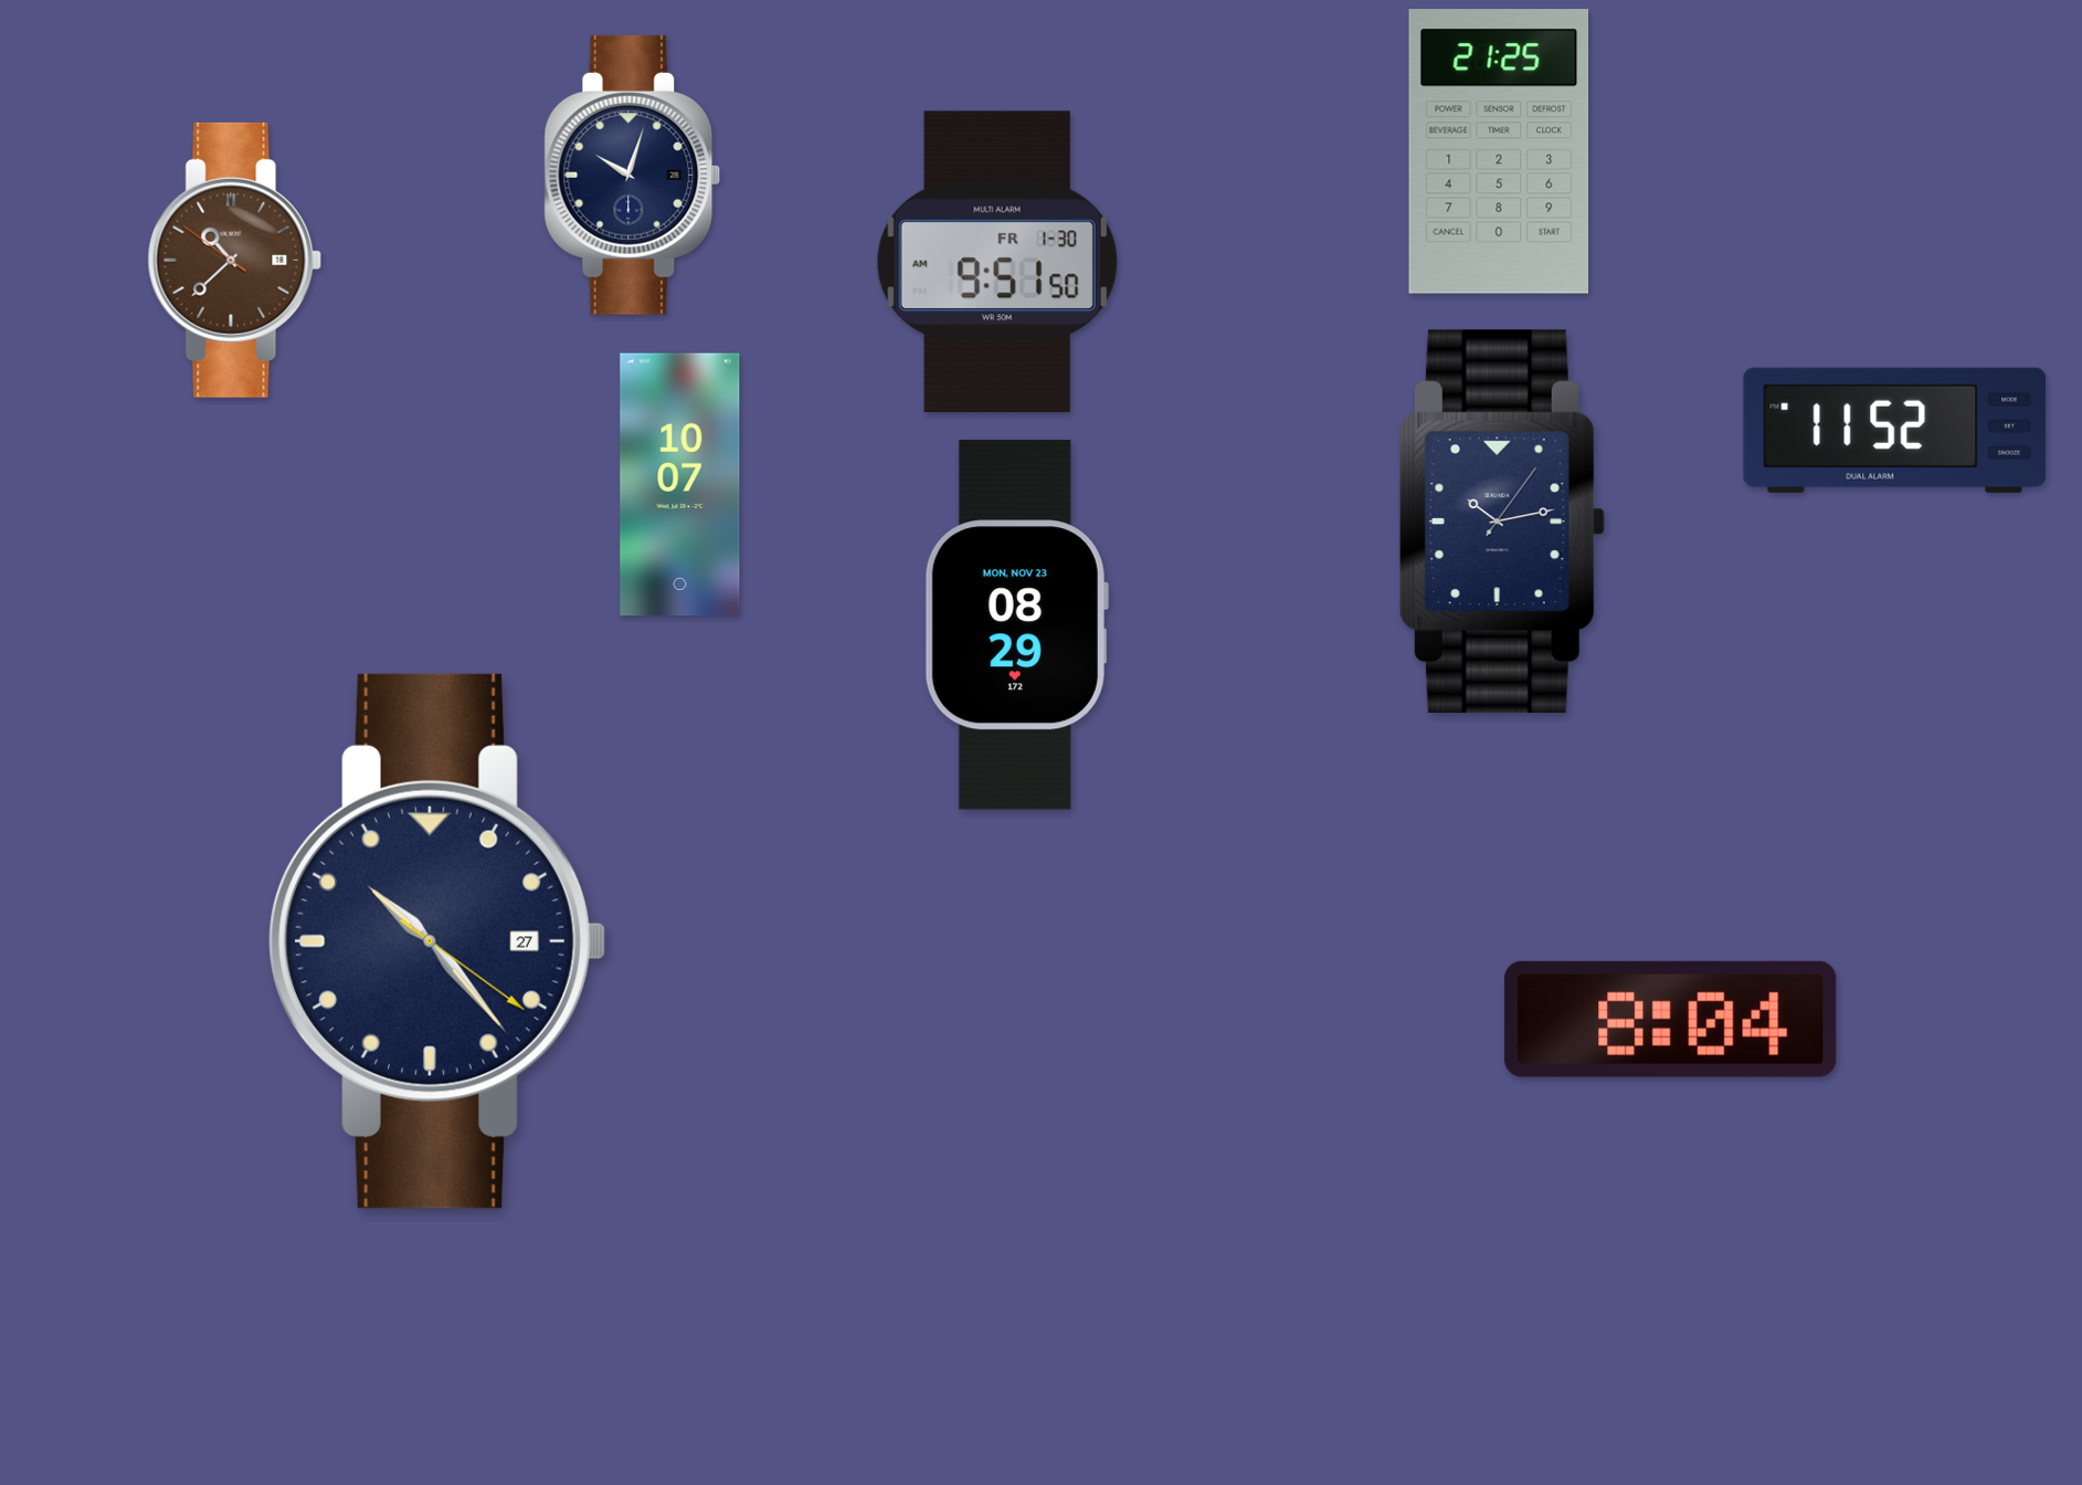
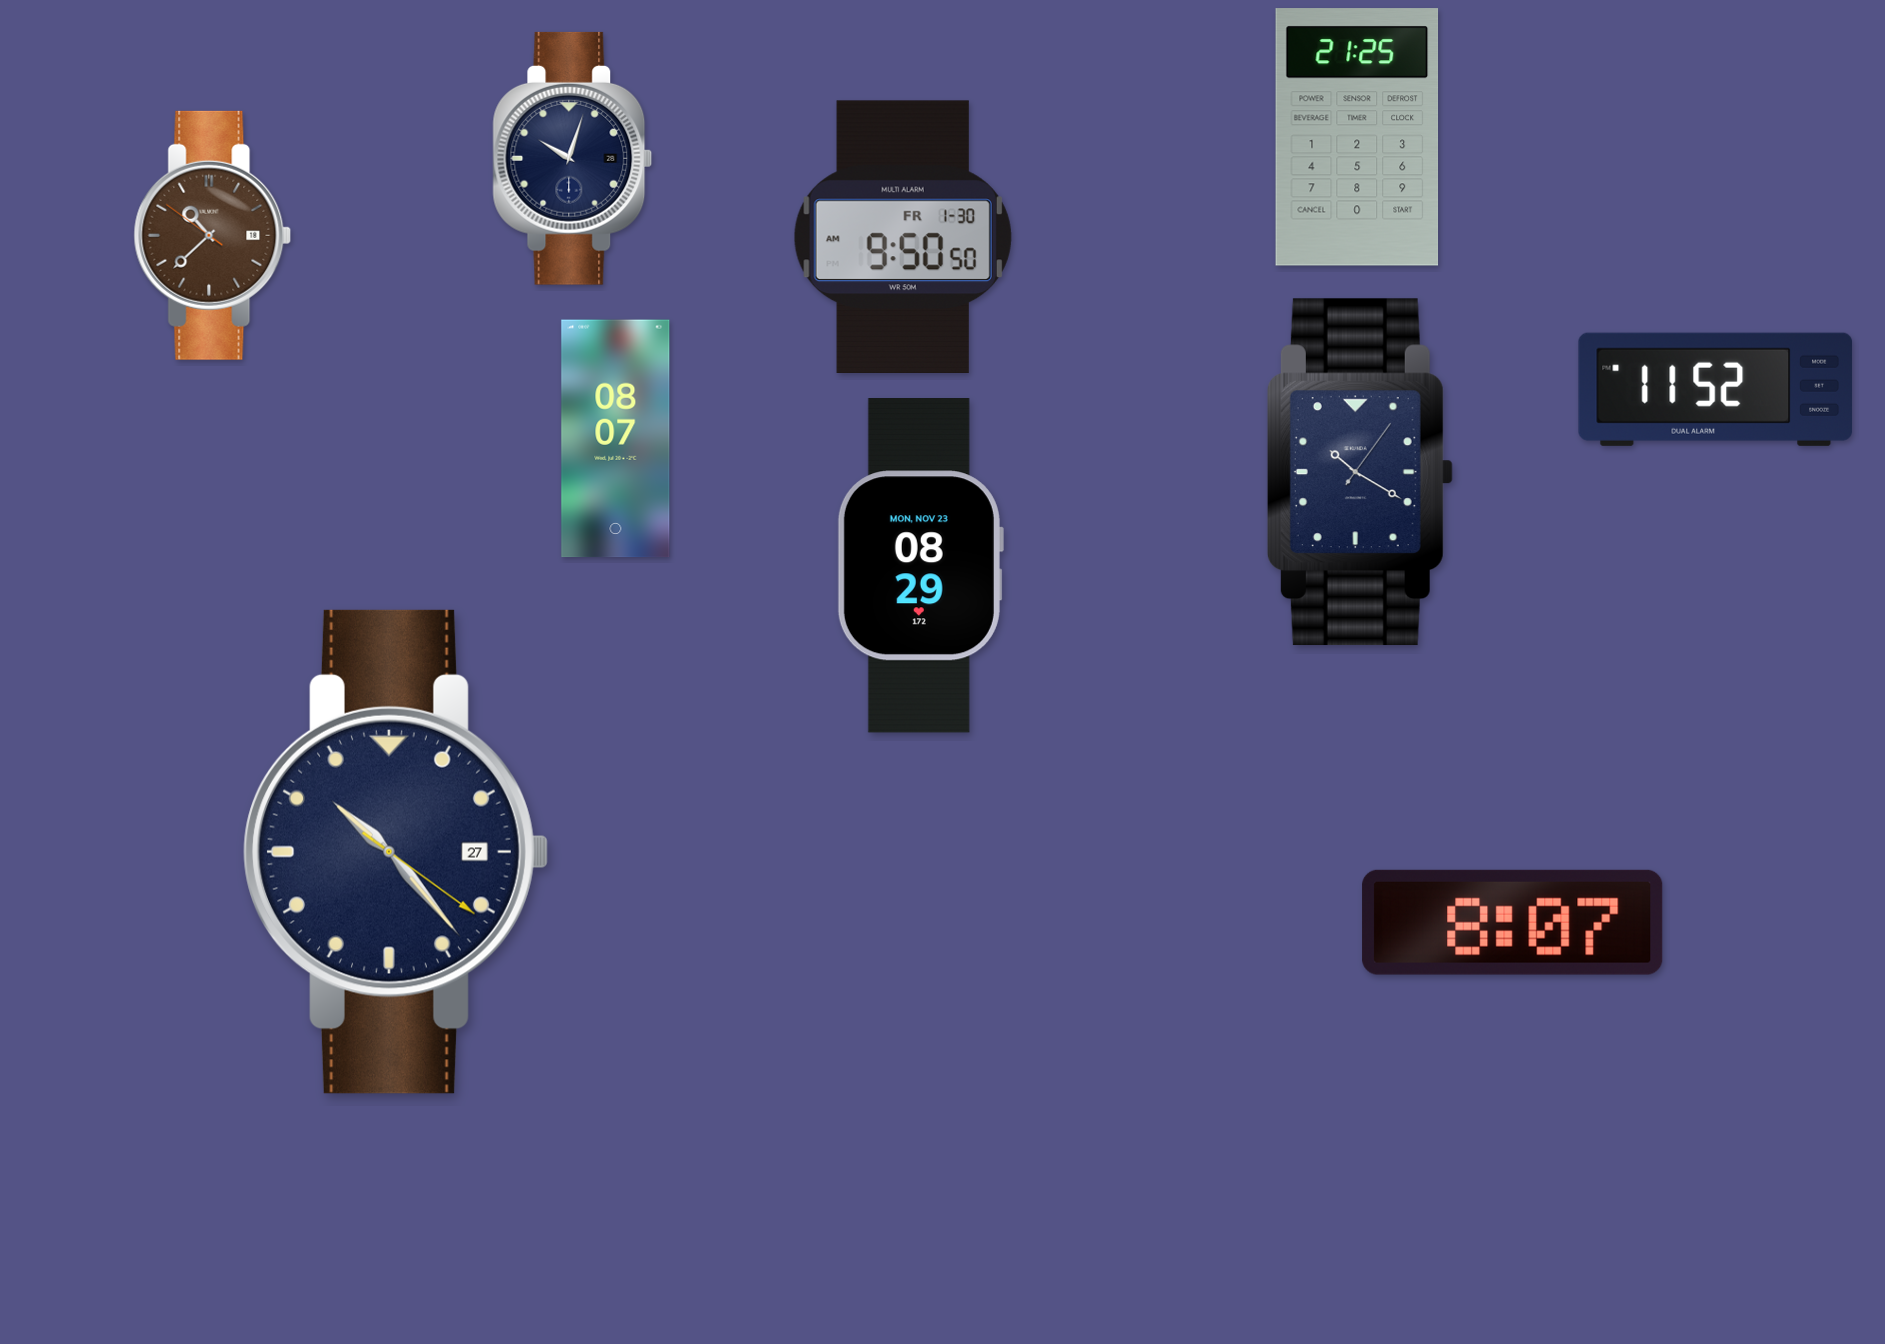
clock at (997, 261): 9:51 -> 9:50
clock at (680, 485): 10:07 -> 08:07
clock at (1502, 522): 10:13 -> 10:20
clock at (1671, 1019): 8:04 -> 8:07
